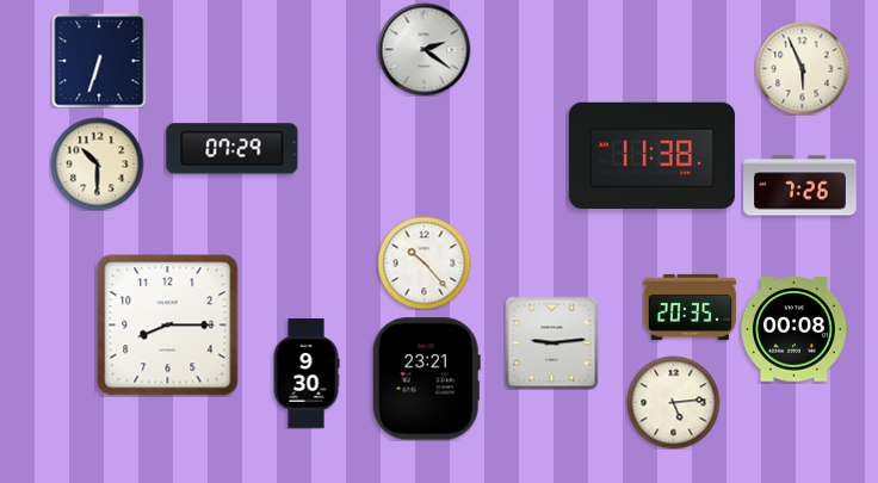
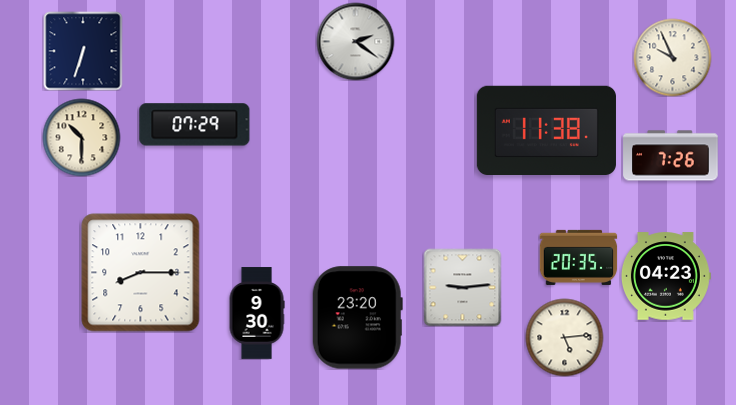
clock at (802, 68): 5:56 -> 9:56
clock at (423, 262): 10:23 -> none
clock at (794, 329): 00:08 -> 04:23
clock at (426, 379): 23:21 -> 23:20
